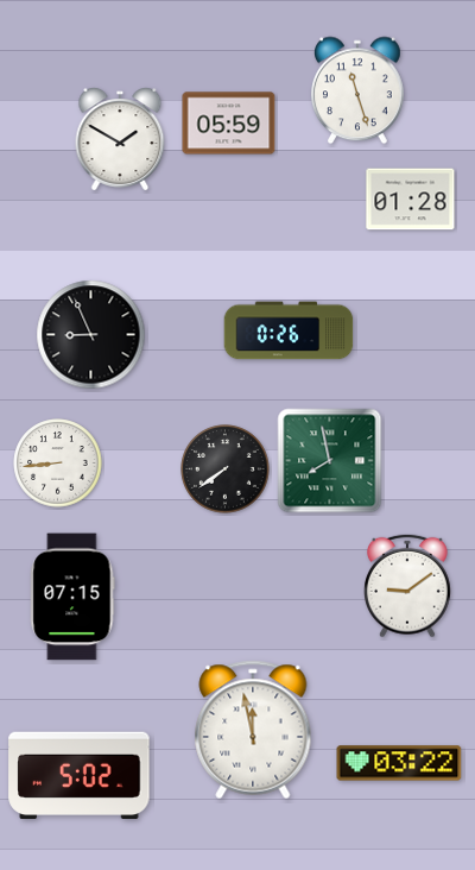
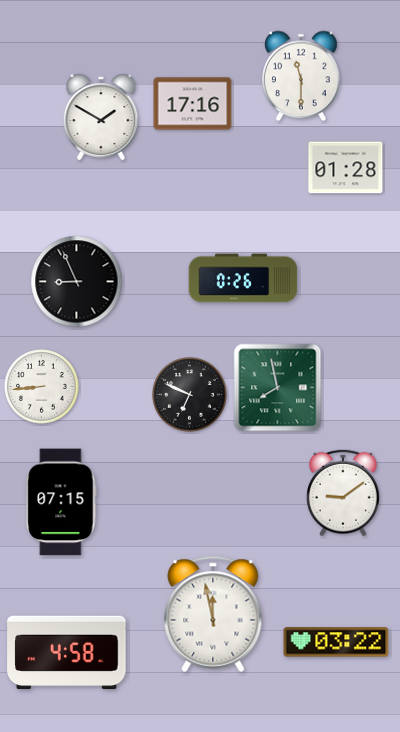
clock at (359, 90): 11:27 -> 11:30
clock at (229, 124): 05:59 -> 17:16
clock at (58, 464) position: (58, 464) -> (42, 387)
clock at (226, 469): 7:39 -> 6:49
clock at (80, 776): 5:02 -> 4:58
